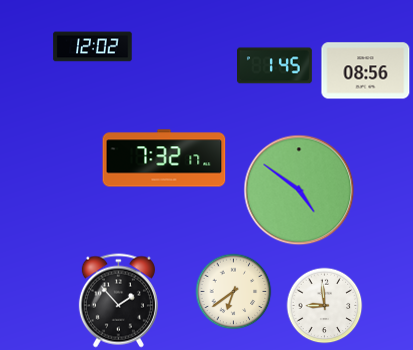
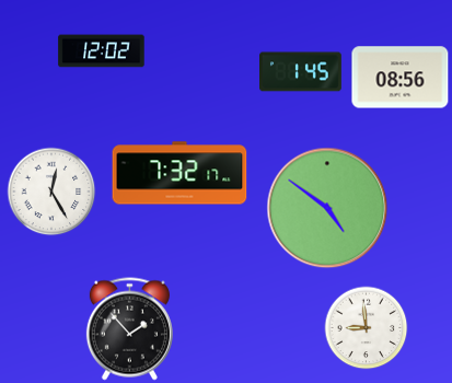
clock at (51, 191): none -> 12:25
clock at (234, 292): 6:39 -> none
clock at (325, 306) position: (325, 306) -> (367, 328)
